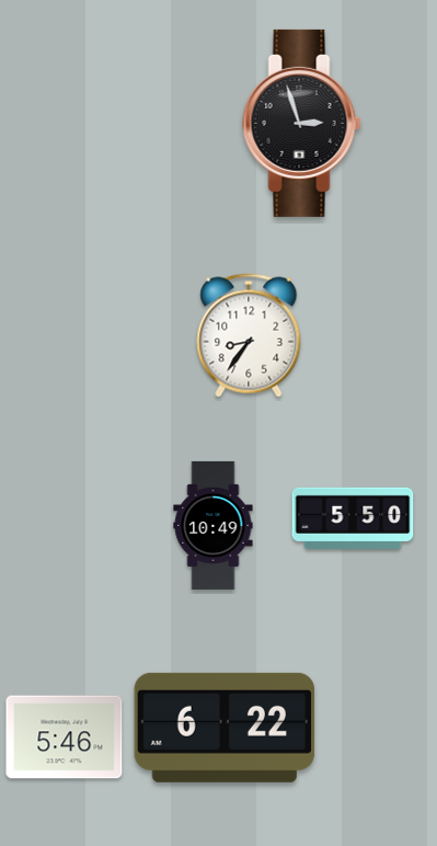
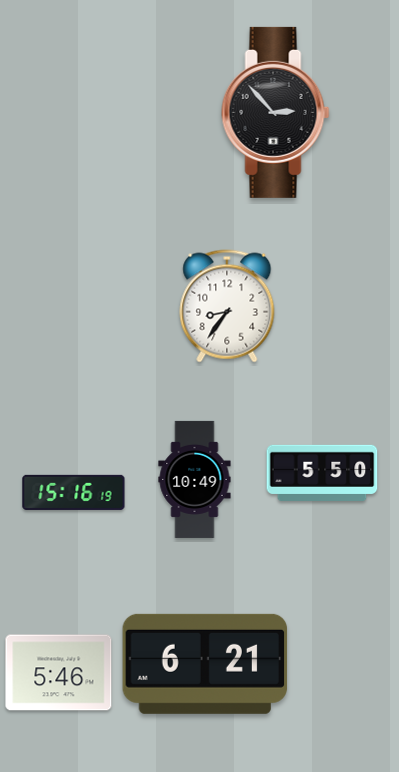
clock at (302, 123): 2:57 -> 2:53
clock at (74, 492): none -> 15:16
clock at (225, 728): 6:22 -> 6:21
